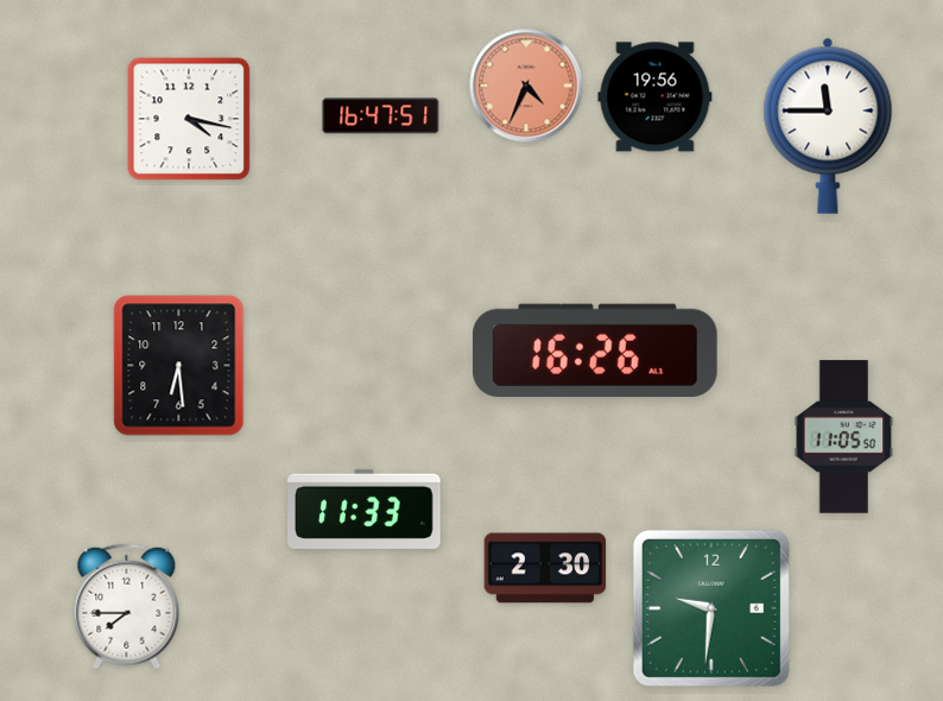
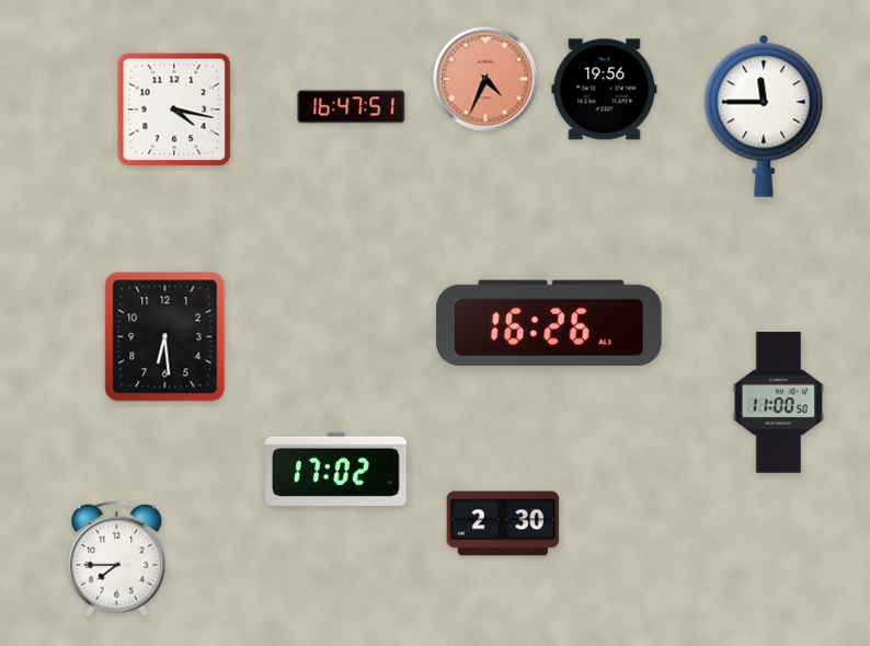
clock at (844, 437): 11:05 -> 11:00
clock at (365, 509): 11:33 -> 17:02
clock at (711, 608): 9:31 -> none
